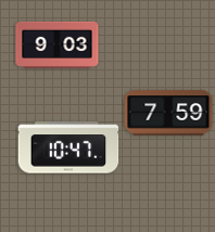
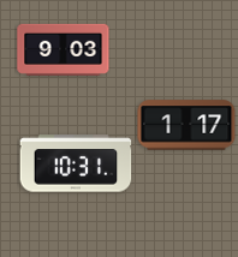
clock at (168, 113): 7:59 -> 1:17
clock at (68, 147): 10:47 -> 10:31
